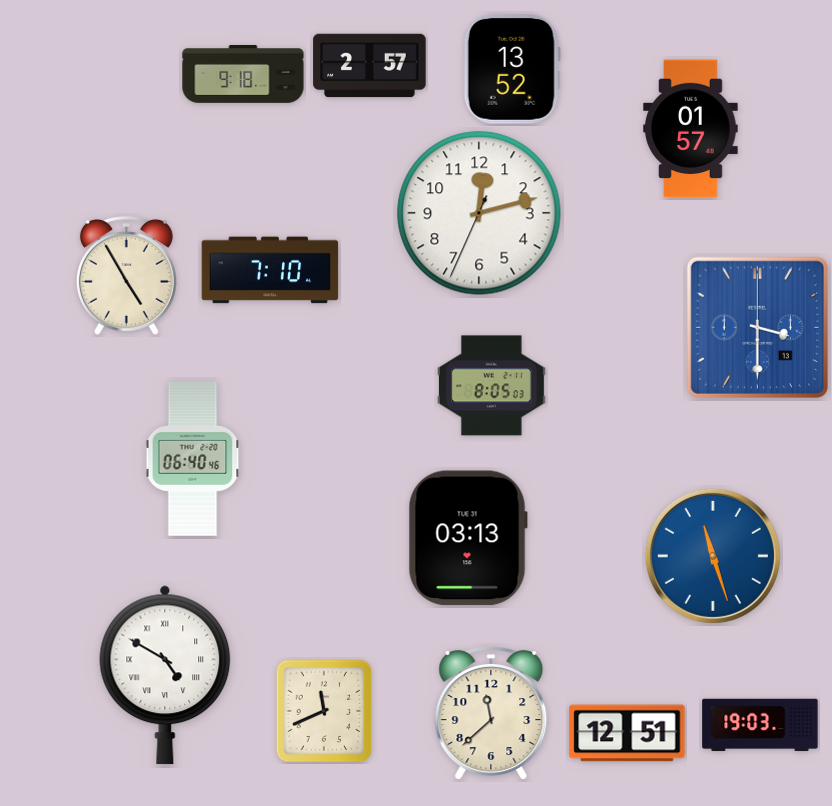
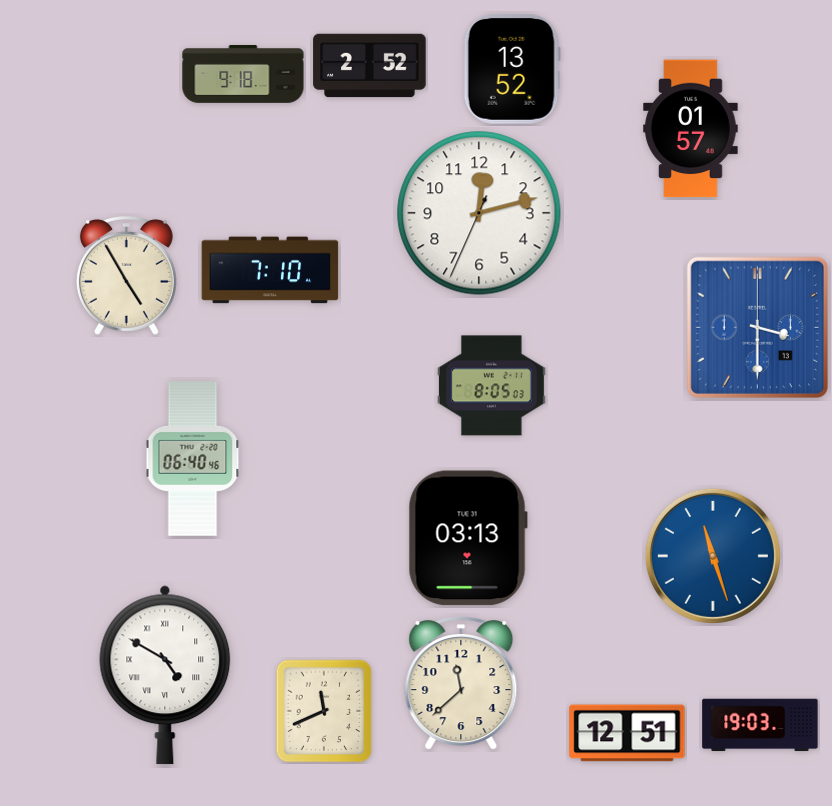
clock at (370, 66): 2:57 -> 2:52
clock at (491, 713) position: (491, 713) -> (461, 683)
